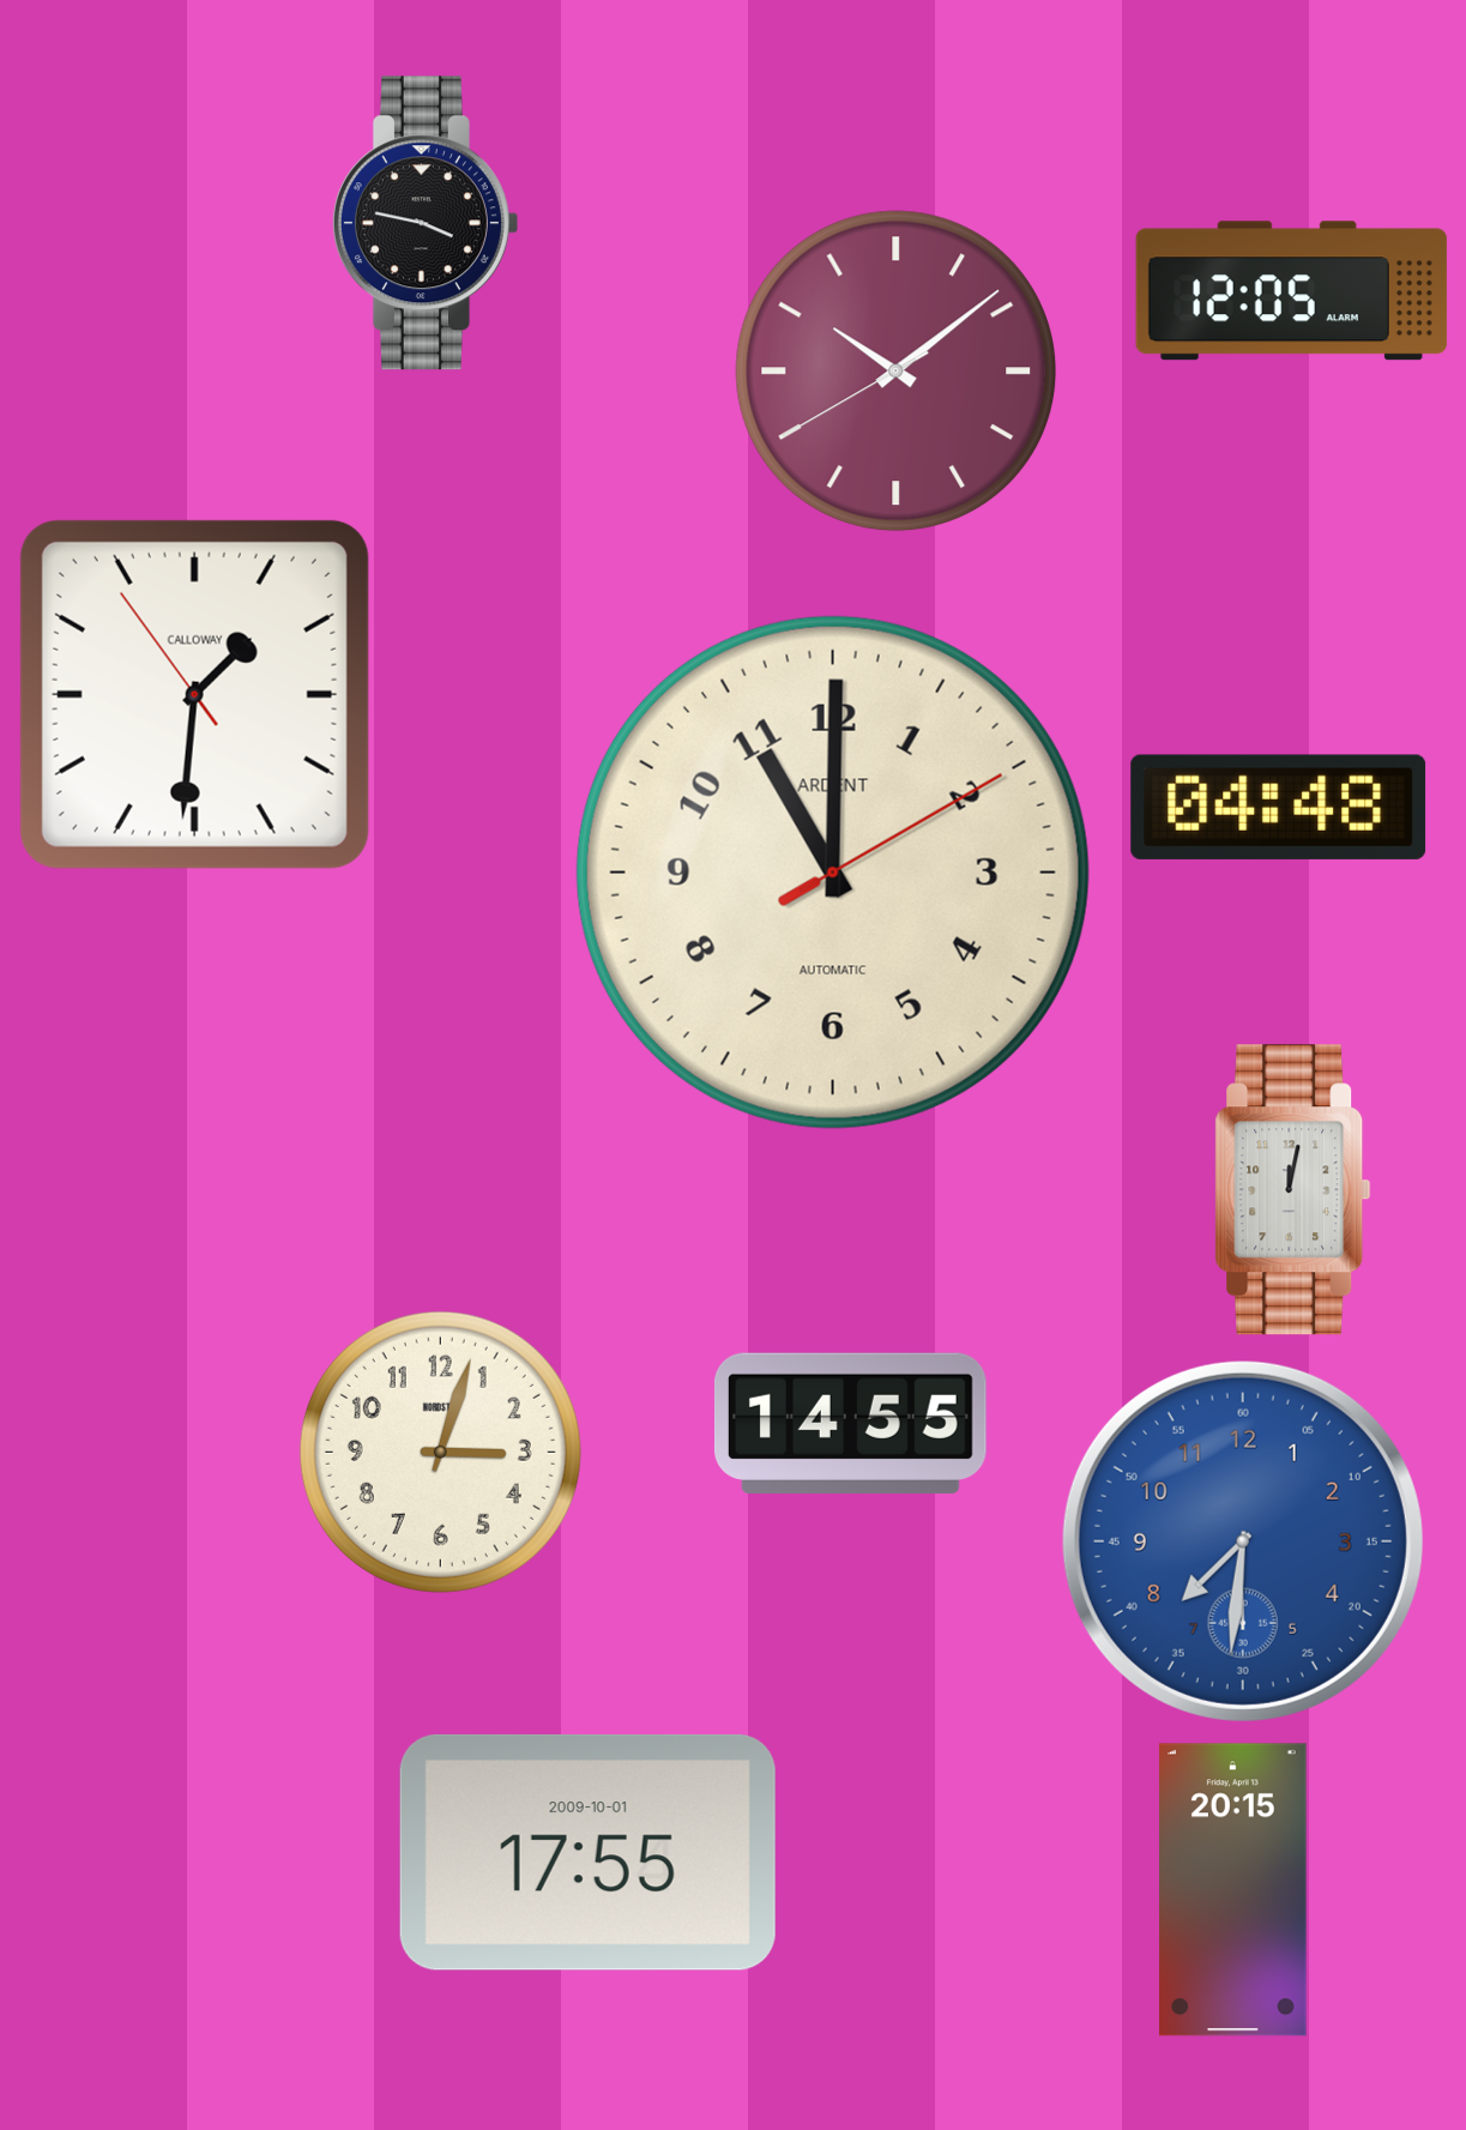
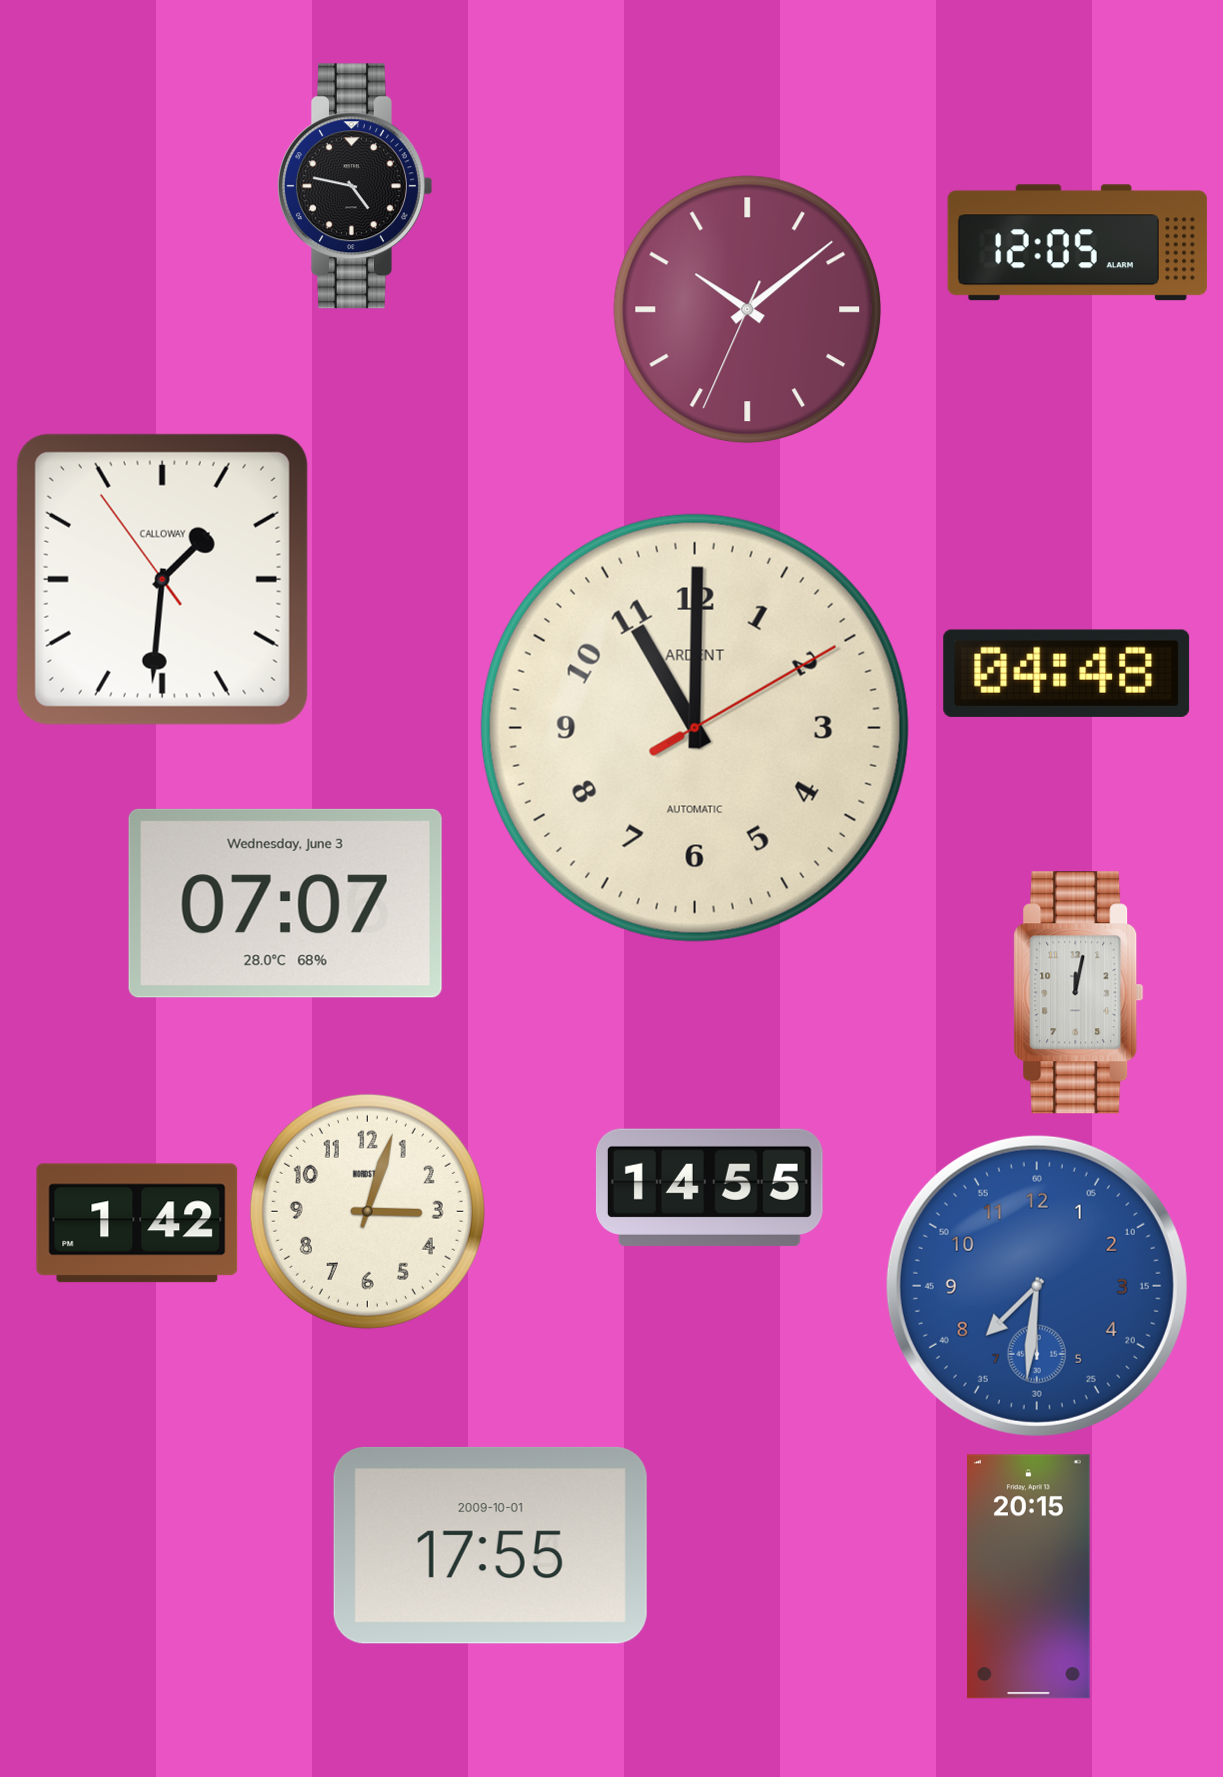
clock at (424, 223): 3:47 -> 4:47
clock at (897, 372): 10:08:40 -> 10:08:34
clock at (285, 903): none -> 07:07
clock at (137, 1223): none -> 1:42
